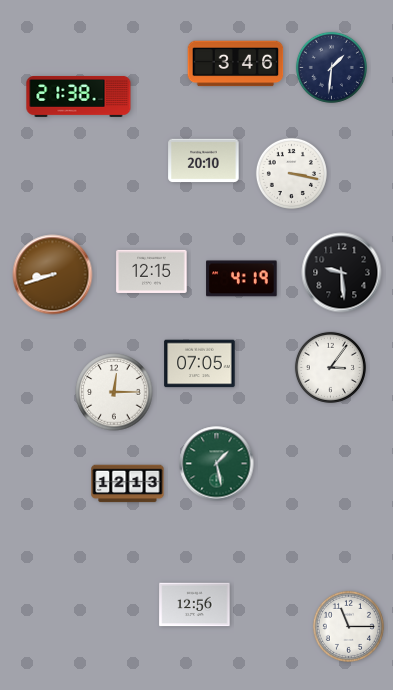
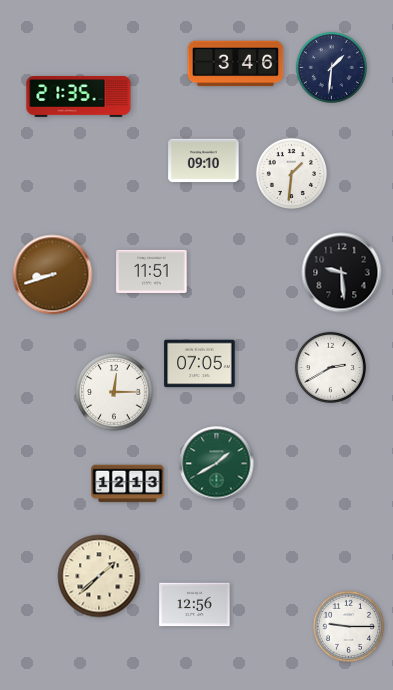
clock at (79, 96): 21:38 -> 21:35
clock at (204, 161): 20:10 -> 09:10
clock at (291, 173): 3:17 -> 1:31
clock at (152, 271): 12:15 -> 11:51
clock at (242, 279): 4:19 -> none
clock at (330, 367): 3:06 -> 2:40
clock at (217, 464): 1:28 -> 1:40
clock at (99, 576): none -> 1:38
clock at (348, 626): 11:15 -> 9:15
